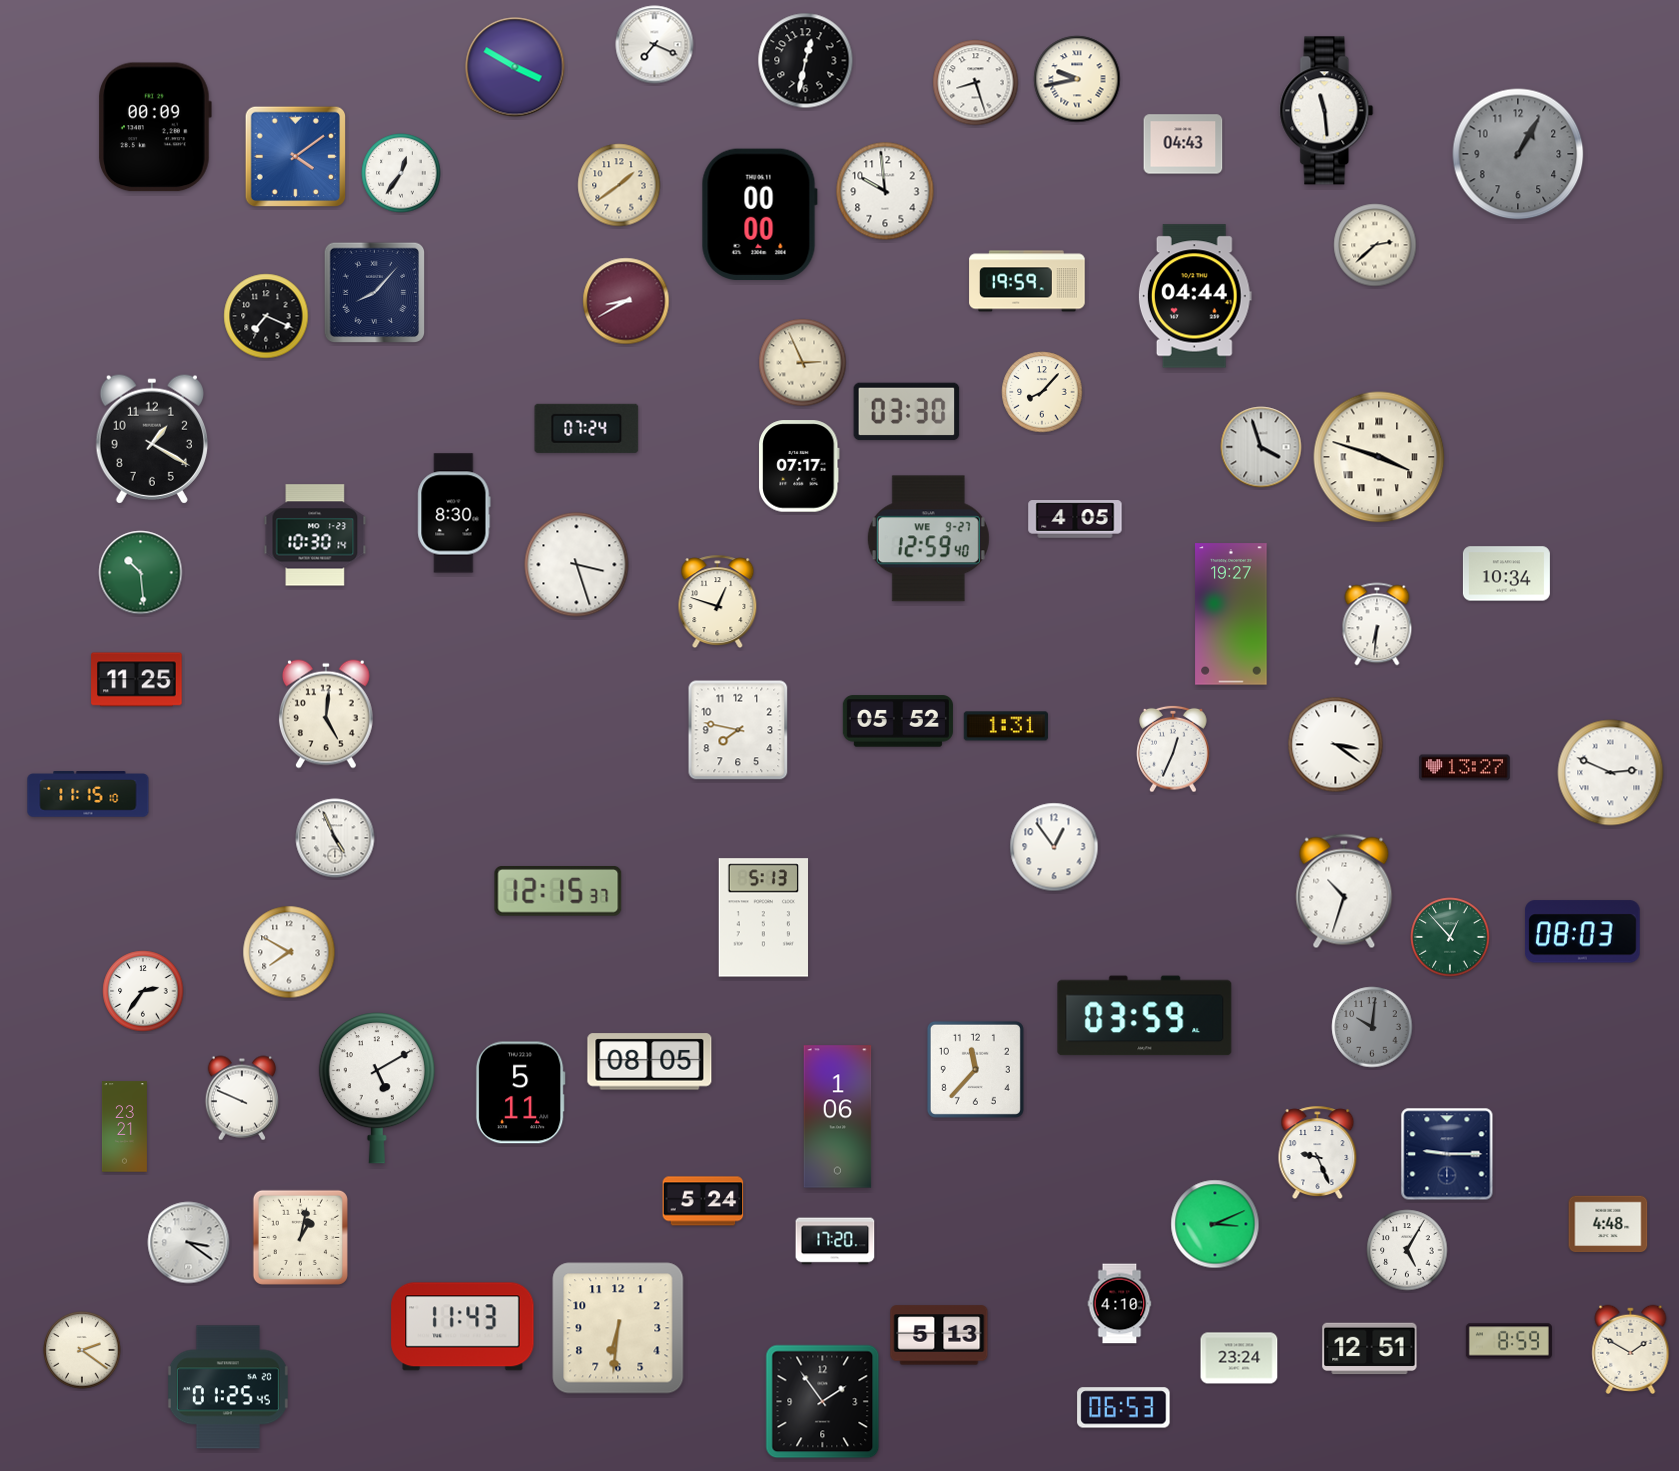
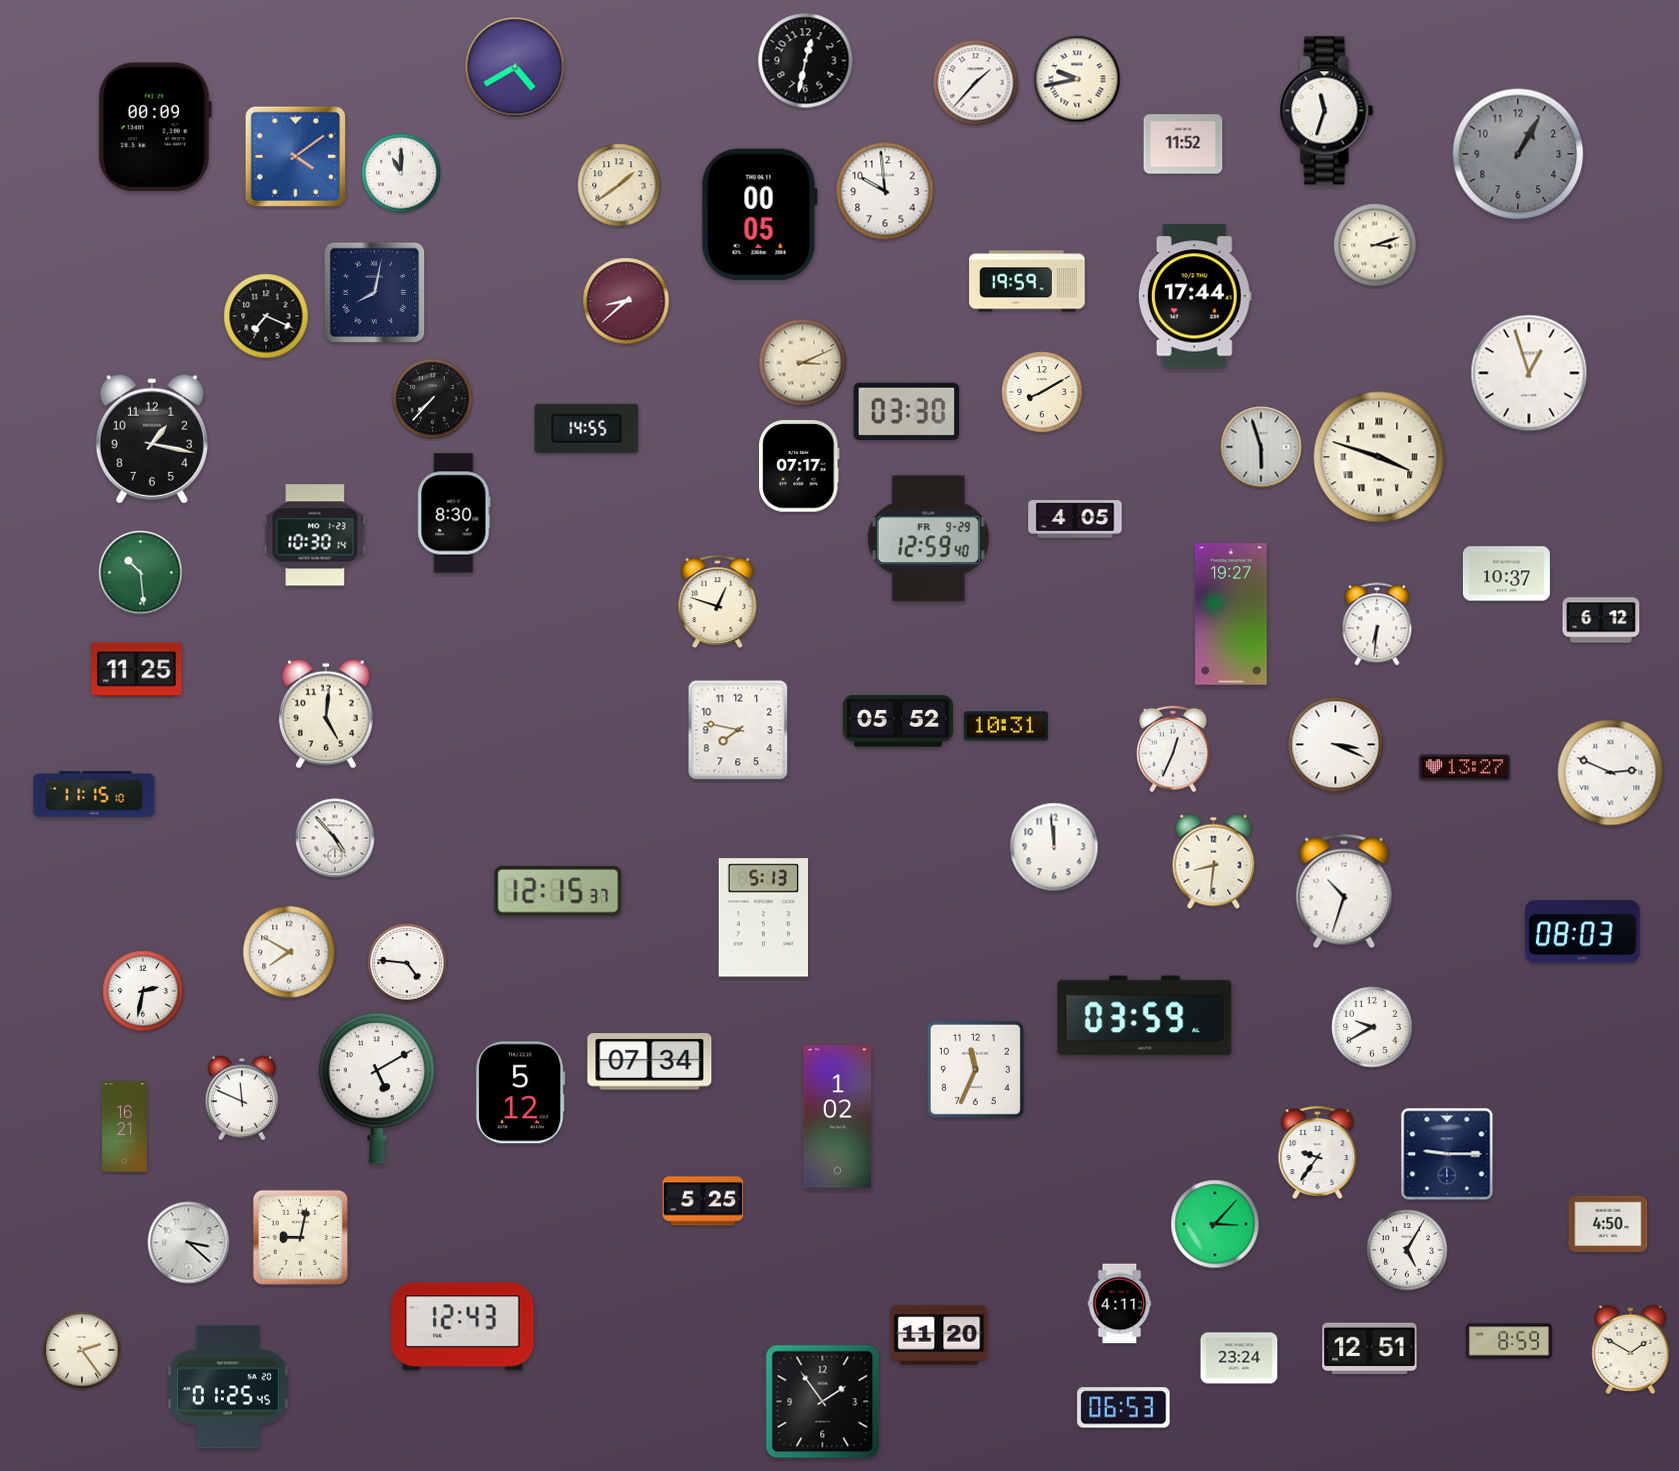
clock at (655, 45): 7:19 -> none
clock at (515, 67): 3:50 -> 4:40
clock at (976, 83): 8:27 -> 1:37
clock at (1327, 111): 11:29 -> 11:33
clock at (1183, 144): 04:43 -> 11:52
clock at (401, 173): 12:36 -> 11:00
clock at (759, 215): 00:00 -> 00:05
clock at (1375, 245): 2:38 -> 3:12
clock at (374, 292): 8:07 -> 8:02
clock at (1195, 296): 04:44 -> 17:44
clock at (626, 301): 8:40 -> 8:38
clock at (803, 363): 2:56 -> 3:11
clock at (1529, 373): none -> 12:57
clock at (1042, 392): 8:07 -> 8:10
clock at (433, 399): none -> 7:37
clock at (587, 428): 07:24 -> 14:55
clock at (152, 439): 1:20 -> 1:17
clock at (1261, 447): 3:57 -> 5:57
clock at (928, 539) date: WE 9-27 -> FR 9-29
clock at (577, 565): 3:27 -> none
clock at (1506, 574): 10:34 -> 10:37
clock at (1601, 620): none -> 6:12
clock at (137, 680) position: (137, 680) -> (137, 670)
clock at (1006, 726): 1:31 -> 10:31
clock at (1336, 745): 3:21 -> 3:19
clock at (88, 794) position: (88, 794) -> (94, 794)
clock at (335, 838): 4:56 -> 4:53
clock at (1054, 847): 12:54 -> 11:59
clock at (1214, 862): none -> 8:31
clock at (1450, 937): 12:53 -> none
clock at (407, 963): none -> 4:46
clock at (143, 991): 2:36 -> 2:32
clock at (1372, 1027): 10:01 -> 9:40
clock at (1372, 1027) dial: grey -> white
clock at (650, 1062): 08:05 -> 07:34
clock at (975, 1069): 11:37 -> 11:34
clock at (520, 1093): 5:11 -> 5:12
clock at (242, 1098): 9:49 -> 11:49
clock at (838, 1117): 1:06 -> 1:02
clock at (124, 1127): 23:21 -> 16:21
clock at (1318, 1152): 9:26 -> 9:36
clock at (703, 1201): 5:24 -> 5:25
clock at (1215, 1224): 3:11 -> 3:07
clock at (1608, 1224): 4:48 -> 4:50
clock at (300, 1237): 1:02 -> 9:02
clock at (835, 1241): 17:20 -> none
clock at (189, 1243): 3:21 -> 3:22
clock at (1120, 1304): 4:10 -> 4:11
clock at (463, 1327): 11:43 -> 12:43
clock at (618, 1328): 6:31 -> none
clock at (939, 1335): 5:13 -> 11:20
clock at (82, 1350): 2:21 -> 2:24
